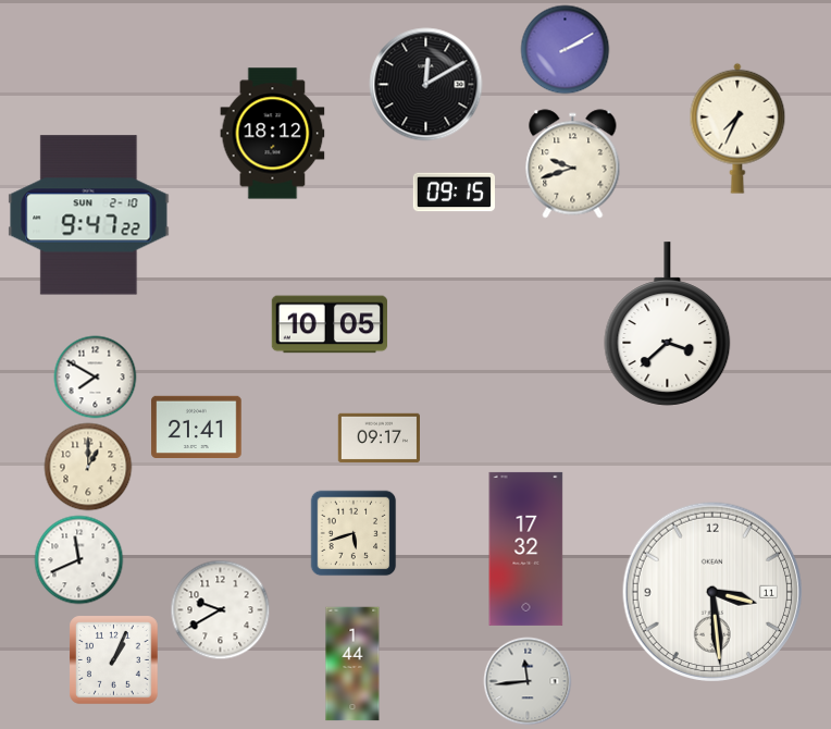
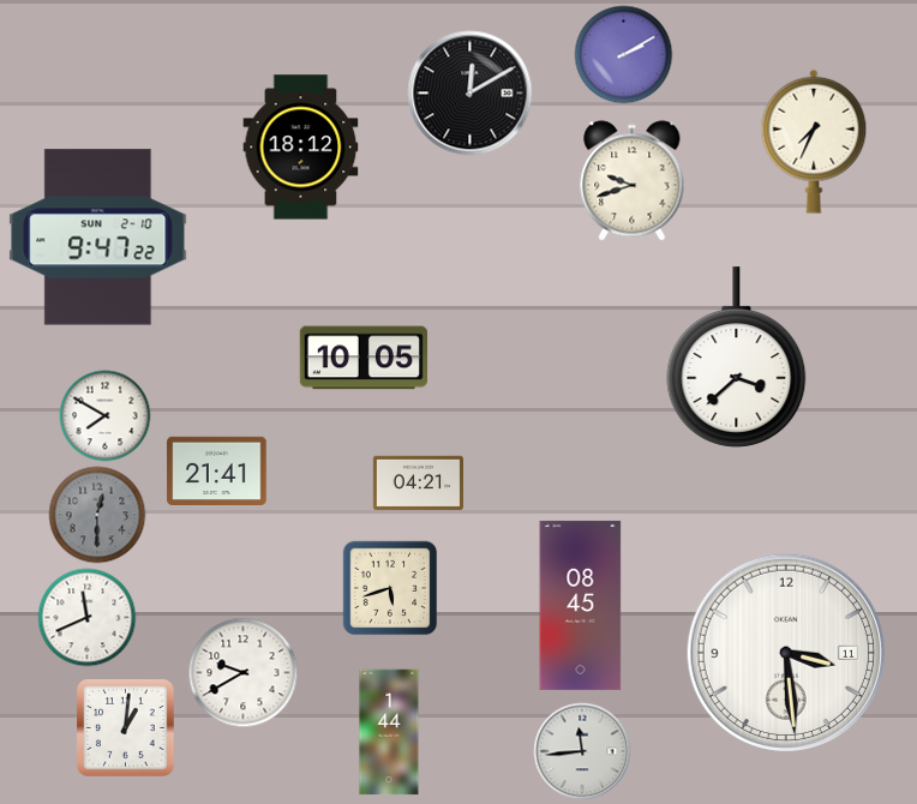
clock at (454, 193): 09:15 -> none
clock at (379, 438): 09:17 -> 04:21
clock at (88, 467): 1:00 -> 12:30
clock at (88, 467) dial: cream -> grey
clock at (526, 548): 17:32 -> 08:45
clock at (114, 660): 1:04 -> 1:01
